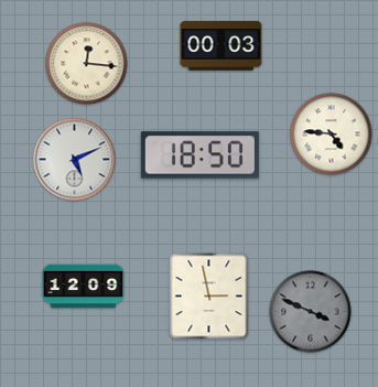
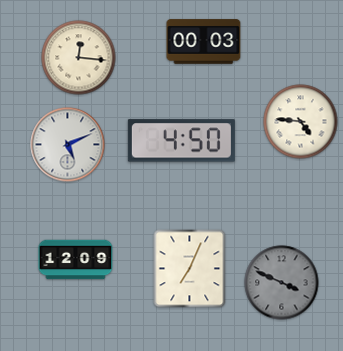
clock at (222, 46) position: (222, 46) -> (204, 42)
clock at (199, 155): 18:50 -> 4:50
clock at (209, 297): 2:58 -> 7:04
